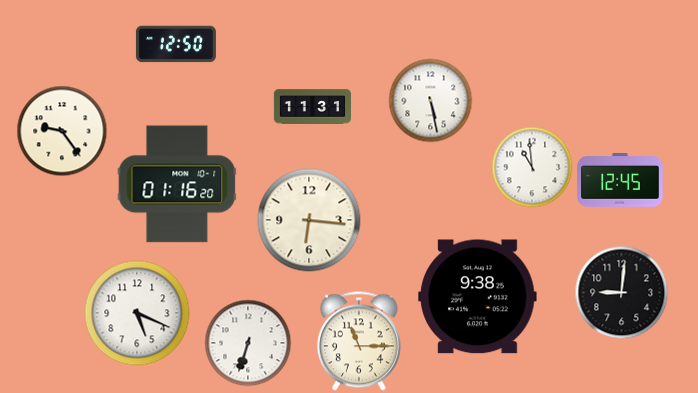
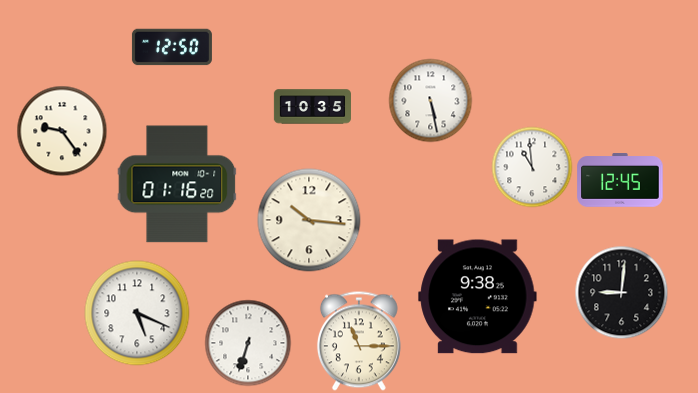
clock at (176, 44) position: (176, 44) -> (172, 47)
clock at (312, 107): 11:31 -> 10:35
clock at (309, 220): 6:16 -> 10:16
